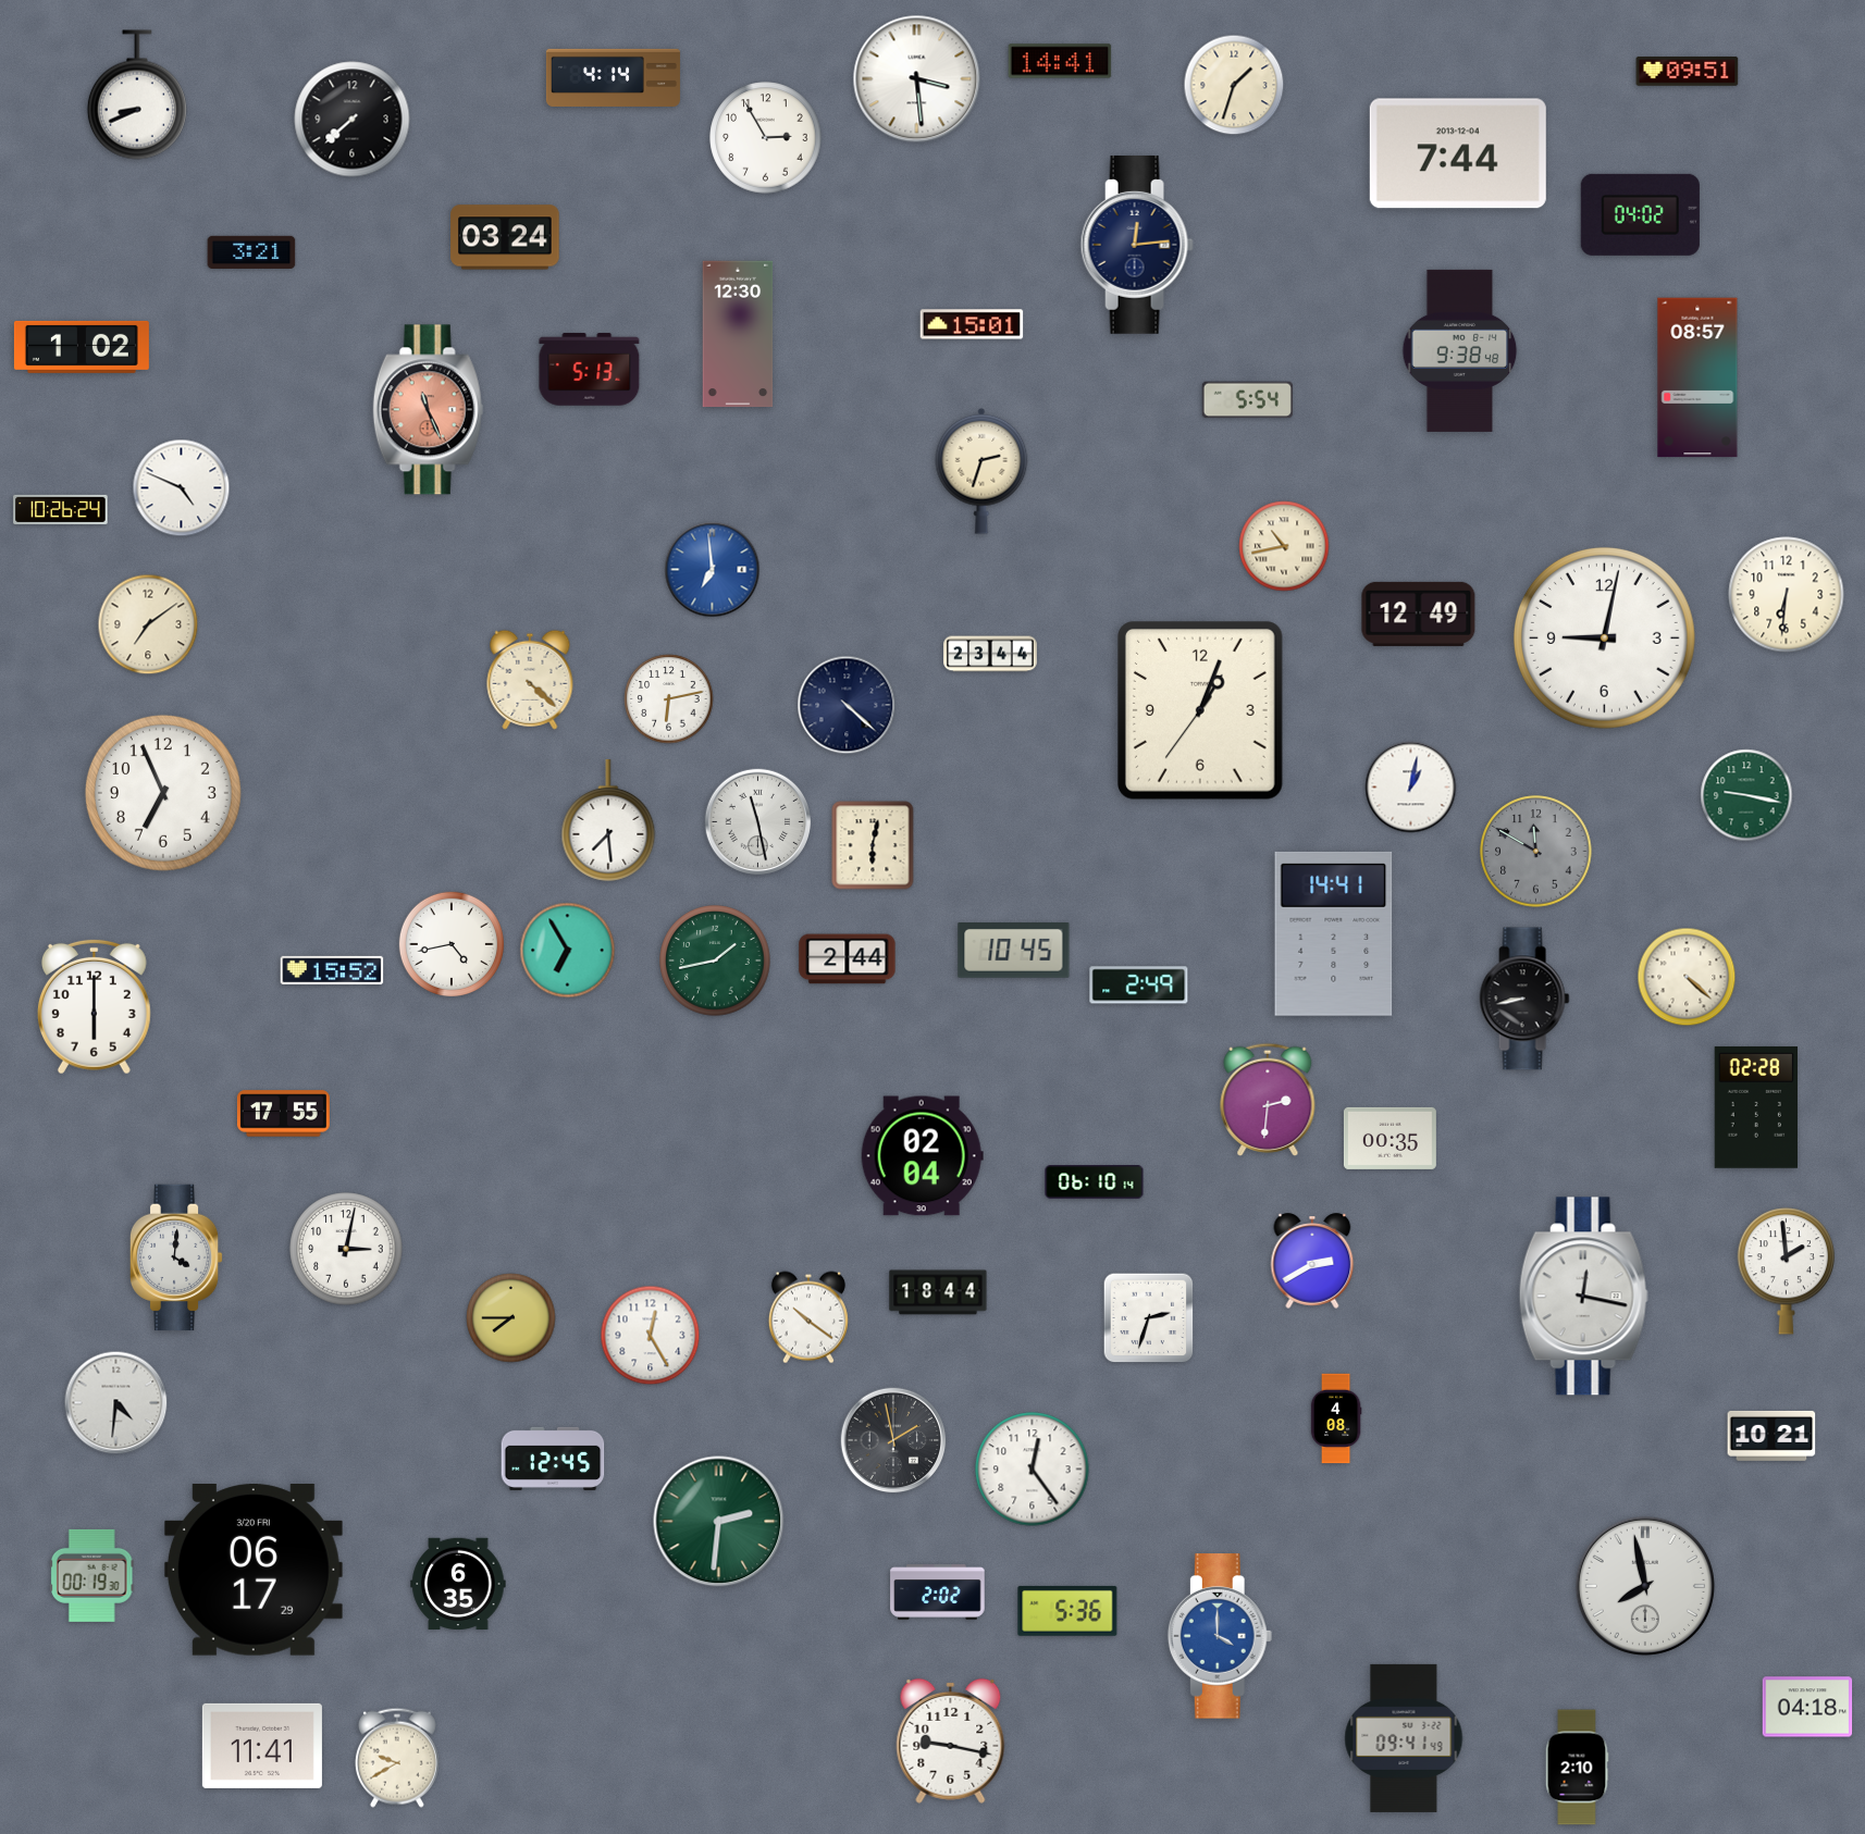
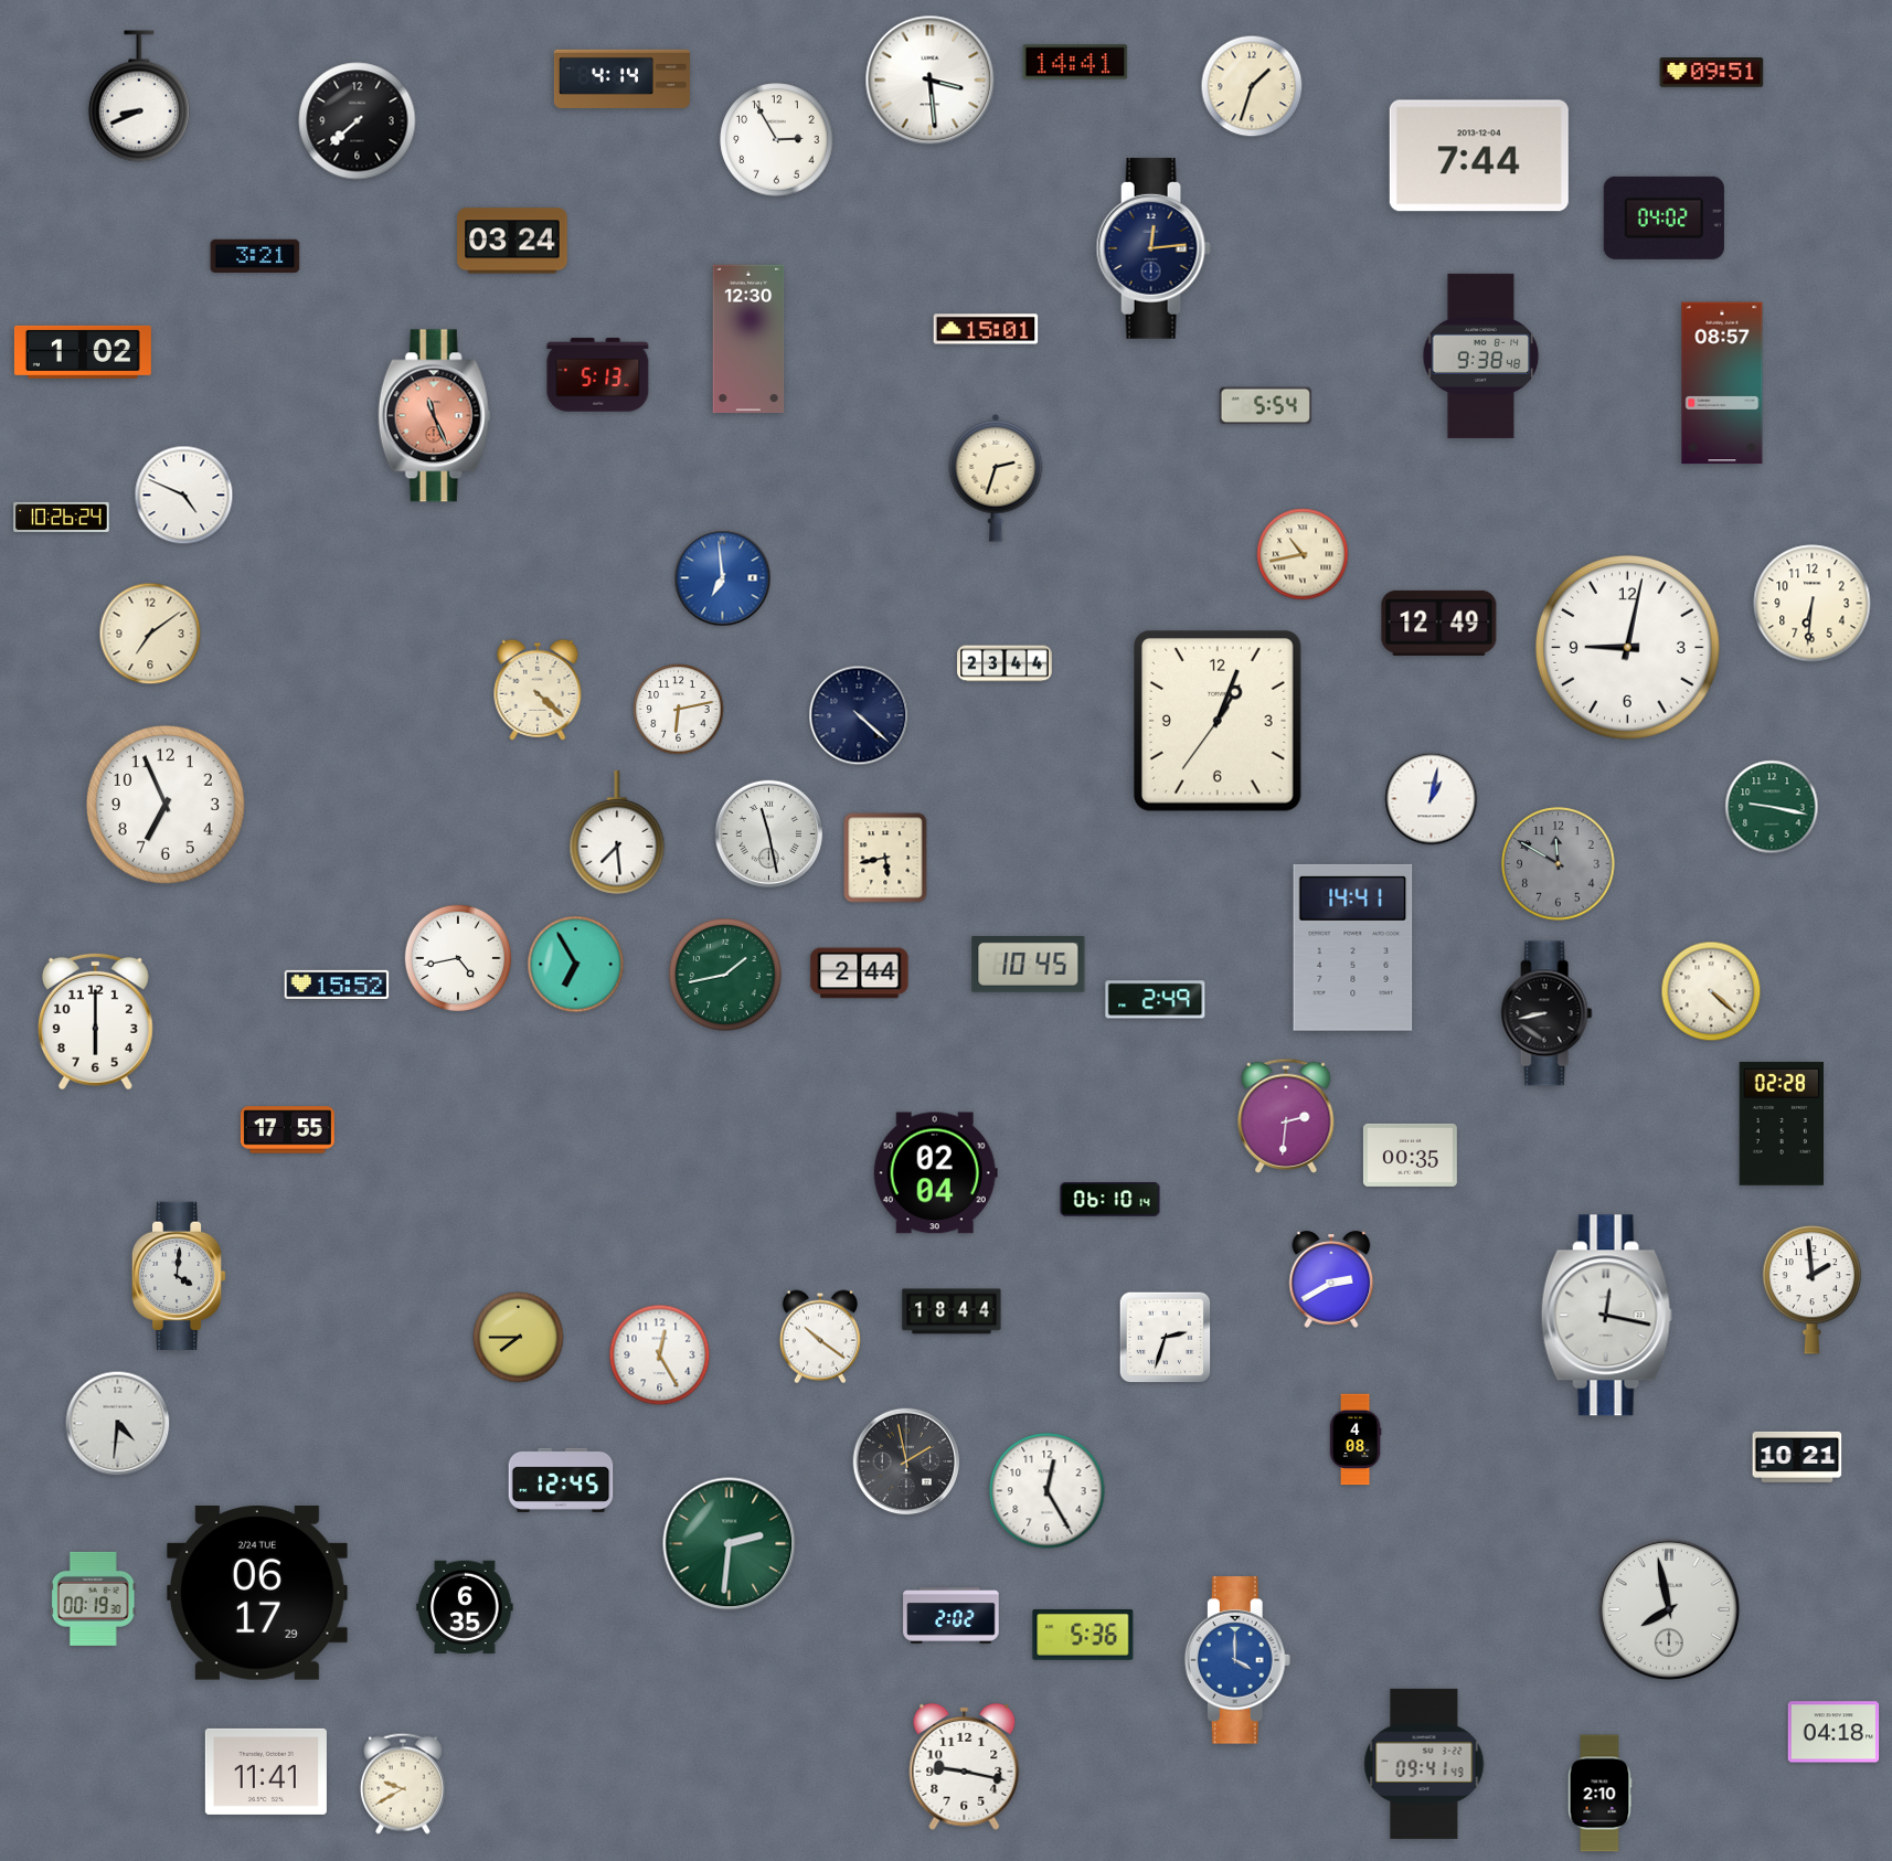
clock at (873, 845): 6:02 -> 5:43
clock at (346, 1249): 3:02 -> none
clock at (1033, 1470): 12:24 -> 12:25
clock at (254, 1571) date: 3/20 FRI -> 2/24 TUE
